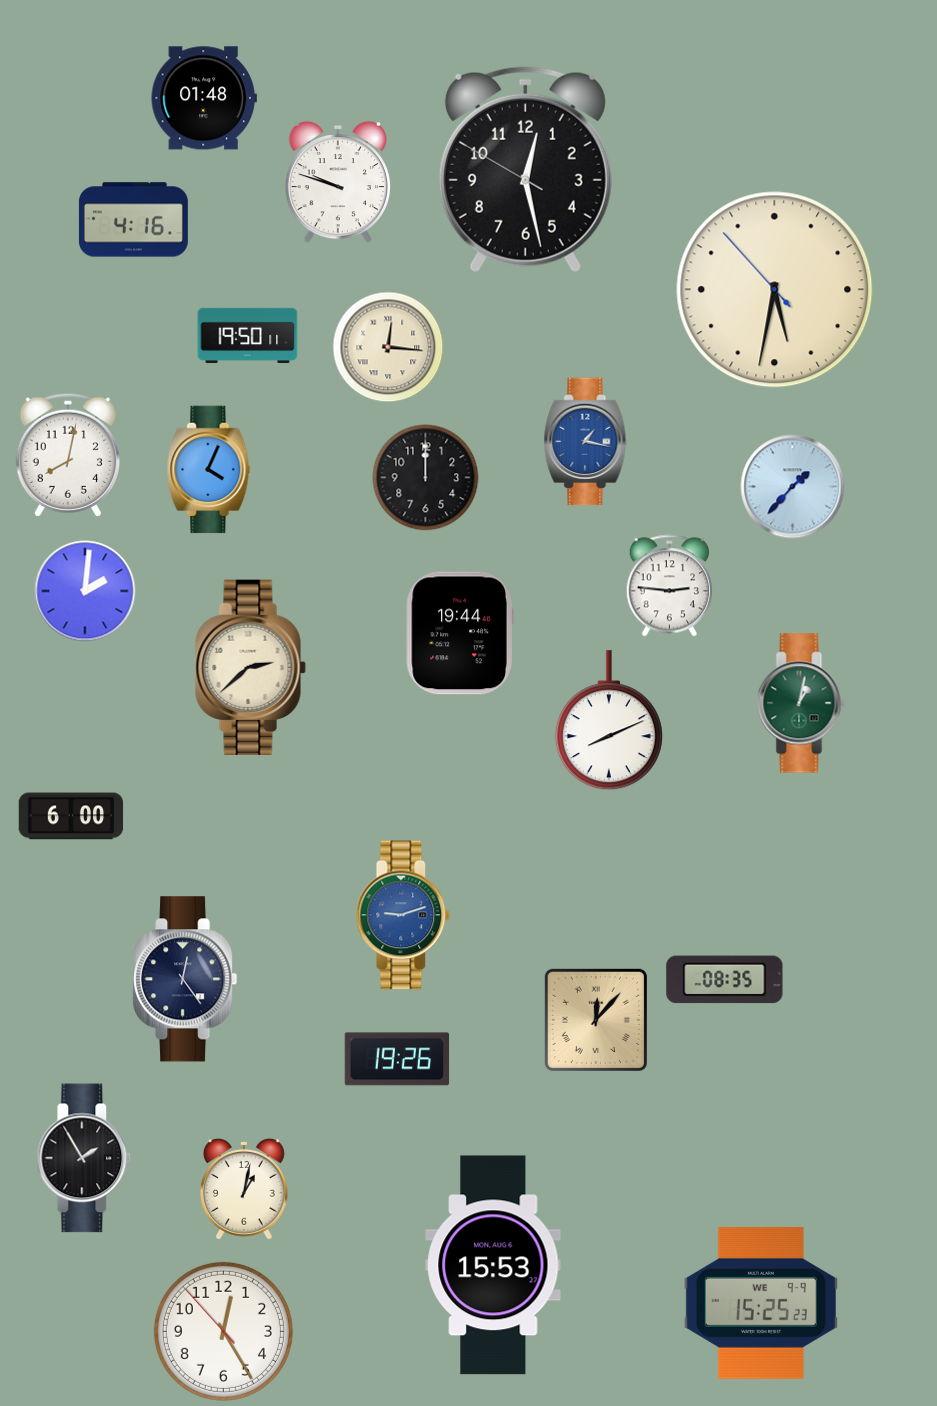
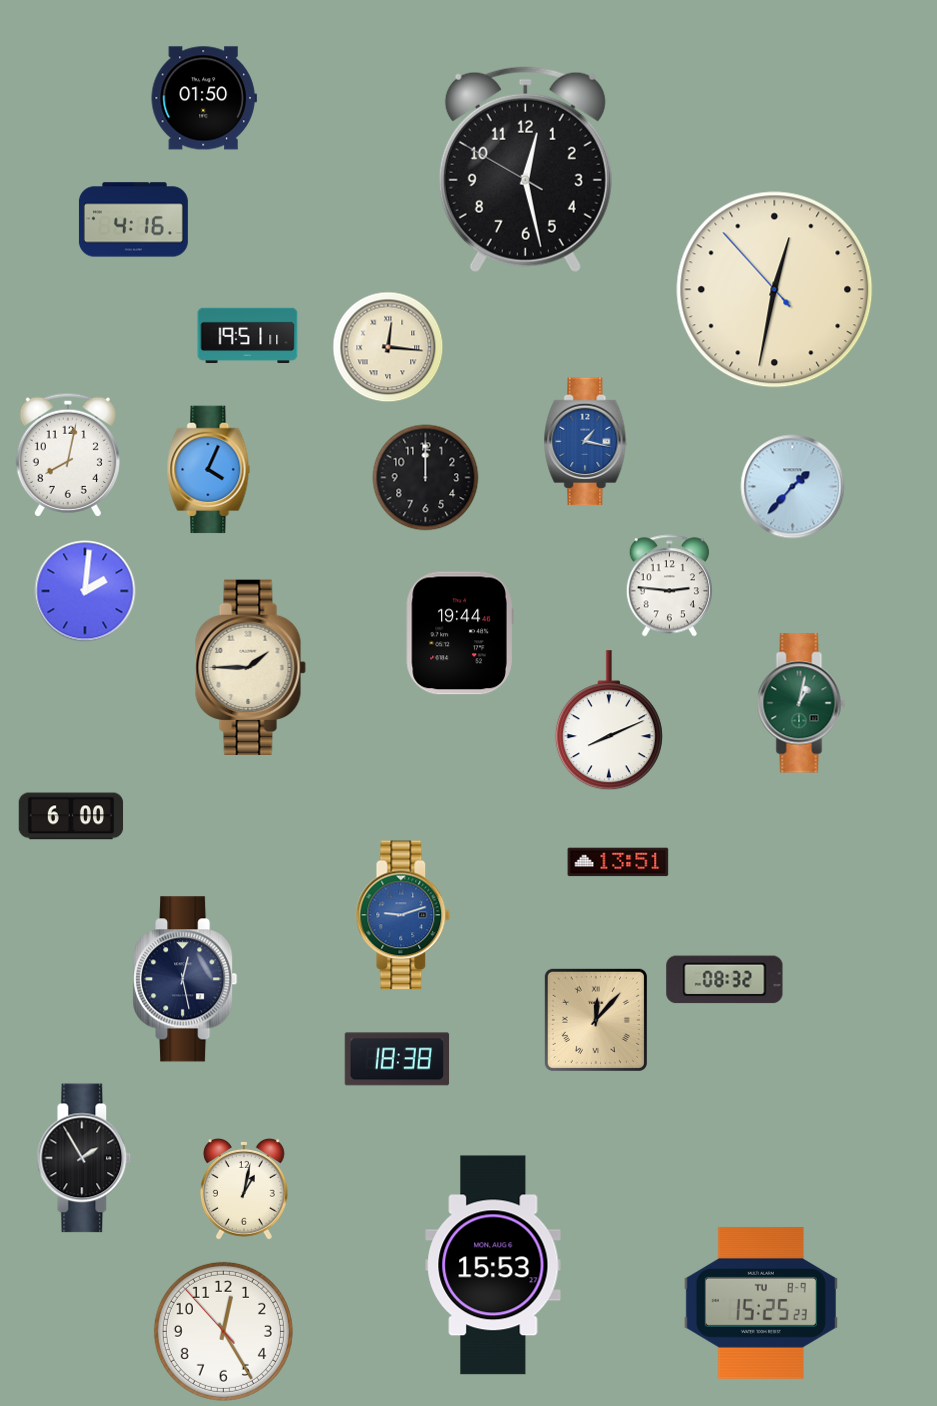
clock at (204, 98): 01:48 -> 01:50
clock at (338, 182): 9:48 -> none
clock at (775, 290): 5:31 -> 12:31
clock at (248, 336): 19:50 -> 19:51
clock at (250, 667): 2:38 -> 1:45
clock at (618, 862): none -> 13:51
clock at (185, 979): 12:24 -> 12:28
clock at (725, 980): 08:35 -> 08:32
clock at (397, 1059): 19:26 -> 18:38
clock at (761, 1303) date: WE 9-9 -> TU 8-9
